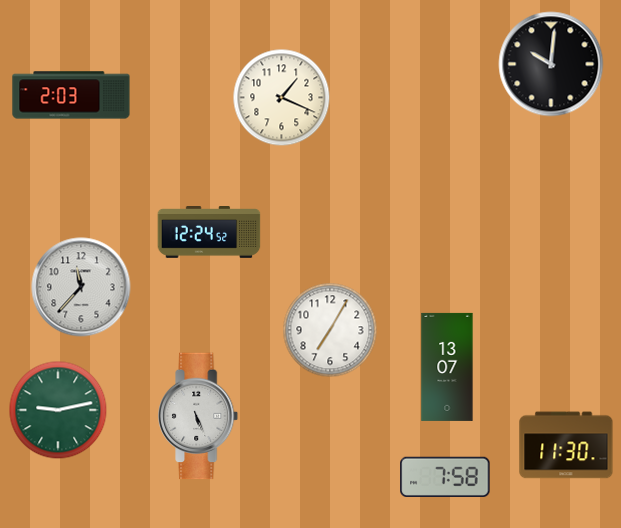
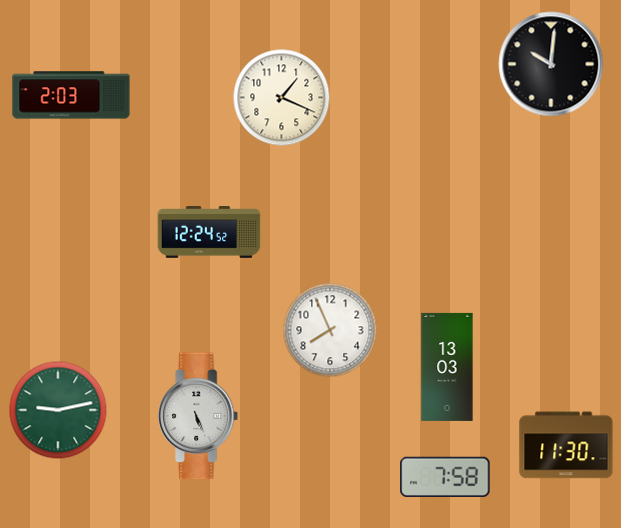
clock at (81, 287): 11:37 -> none
clock at (330, 330): 7:05 -> 7:56
clock at (447, 367): 13:07 -> 13:03
